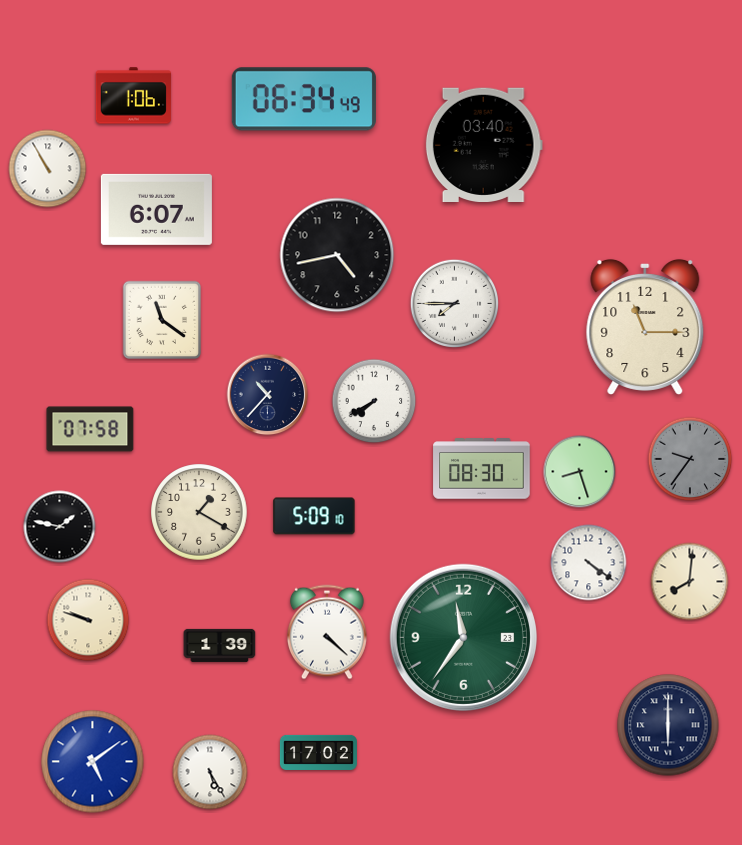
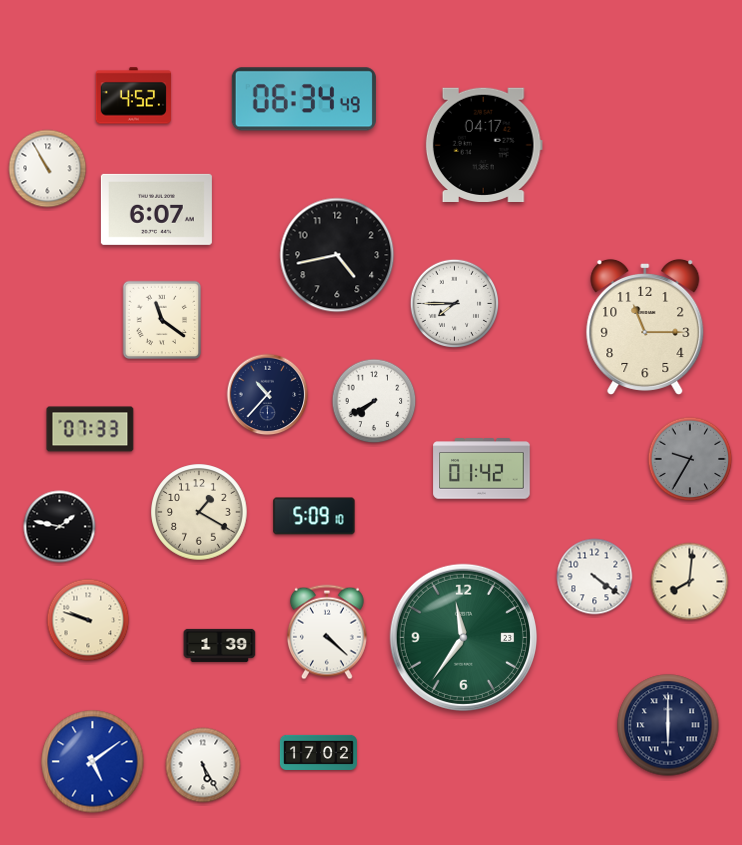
clock at (133, 96): 1:06 -> 4:52
clock at (484, 144): 03:40 -> 04:17
clock at (90, 429): 07:58 -> 07:33
clock at (690, 459): 9:36 -> 9:35
clock at (482, 469): 08:30 -> 01:42
clock at (580, 472): 8:27 -> none
clock at (589, 563) position: (589, 563) -> (595, 577)
clock at (210, 772) position: (210, 772) -> (203, 765)
